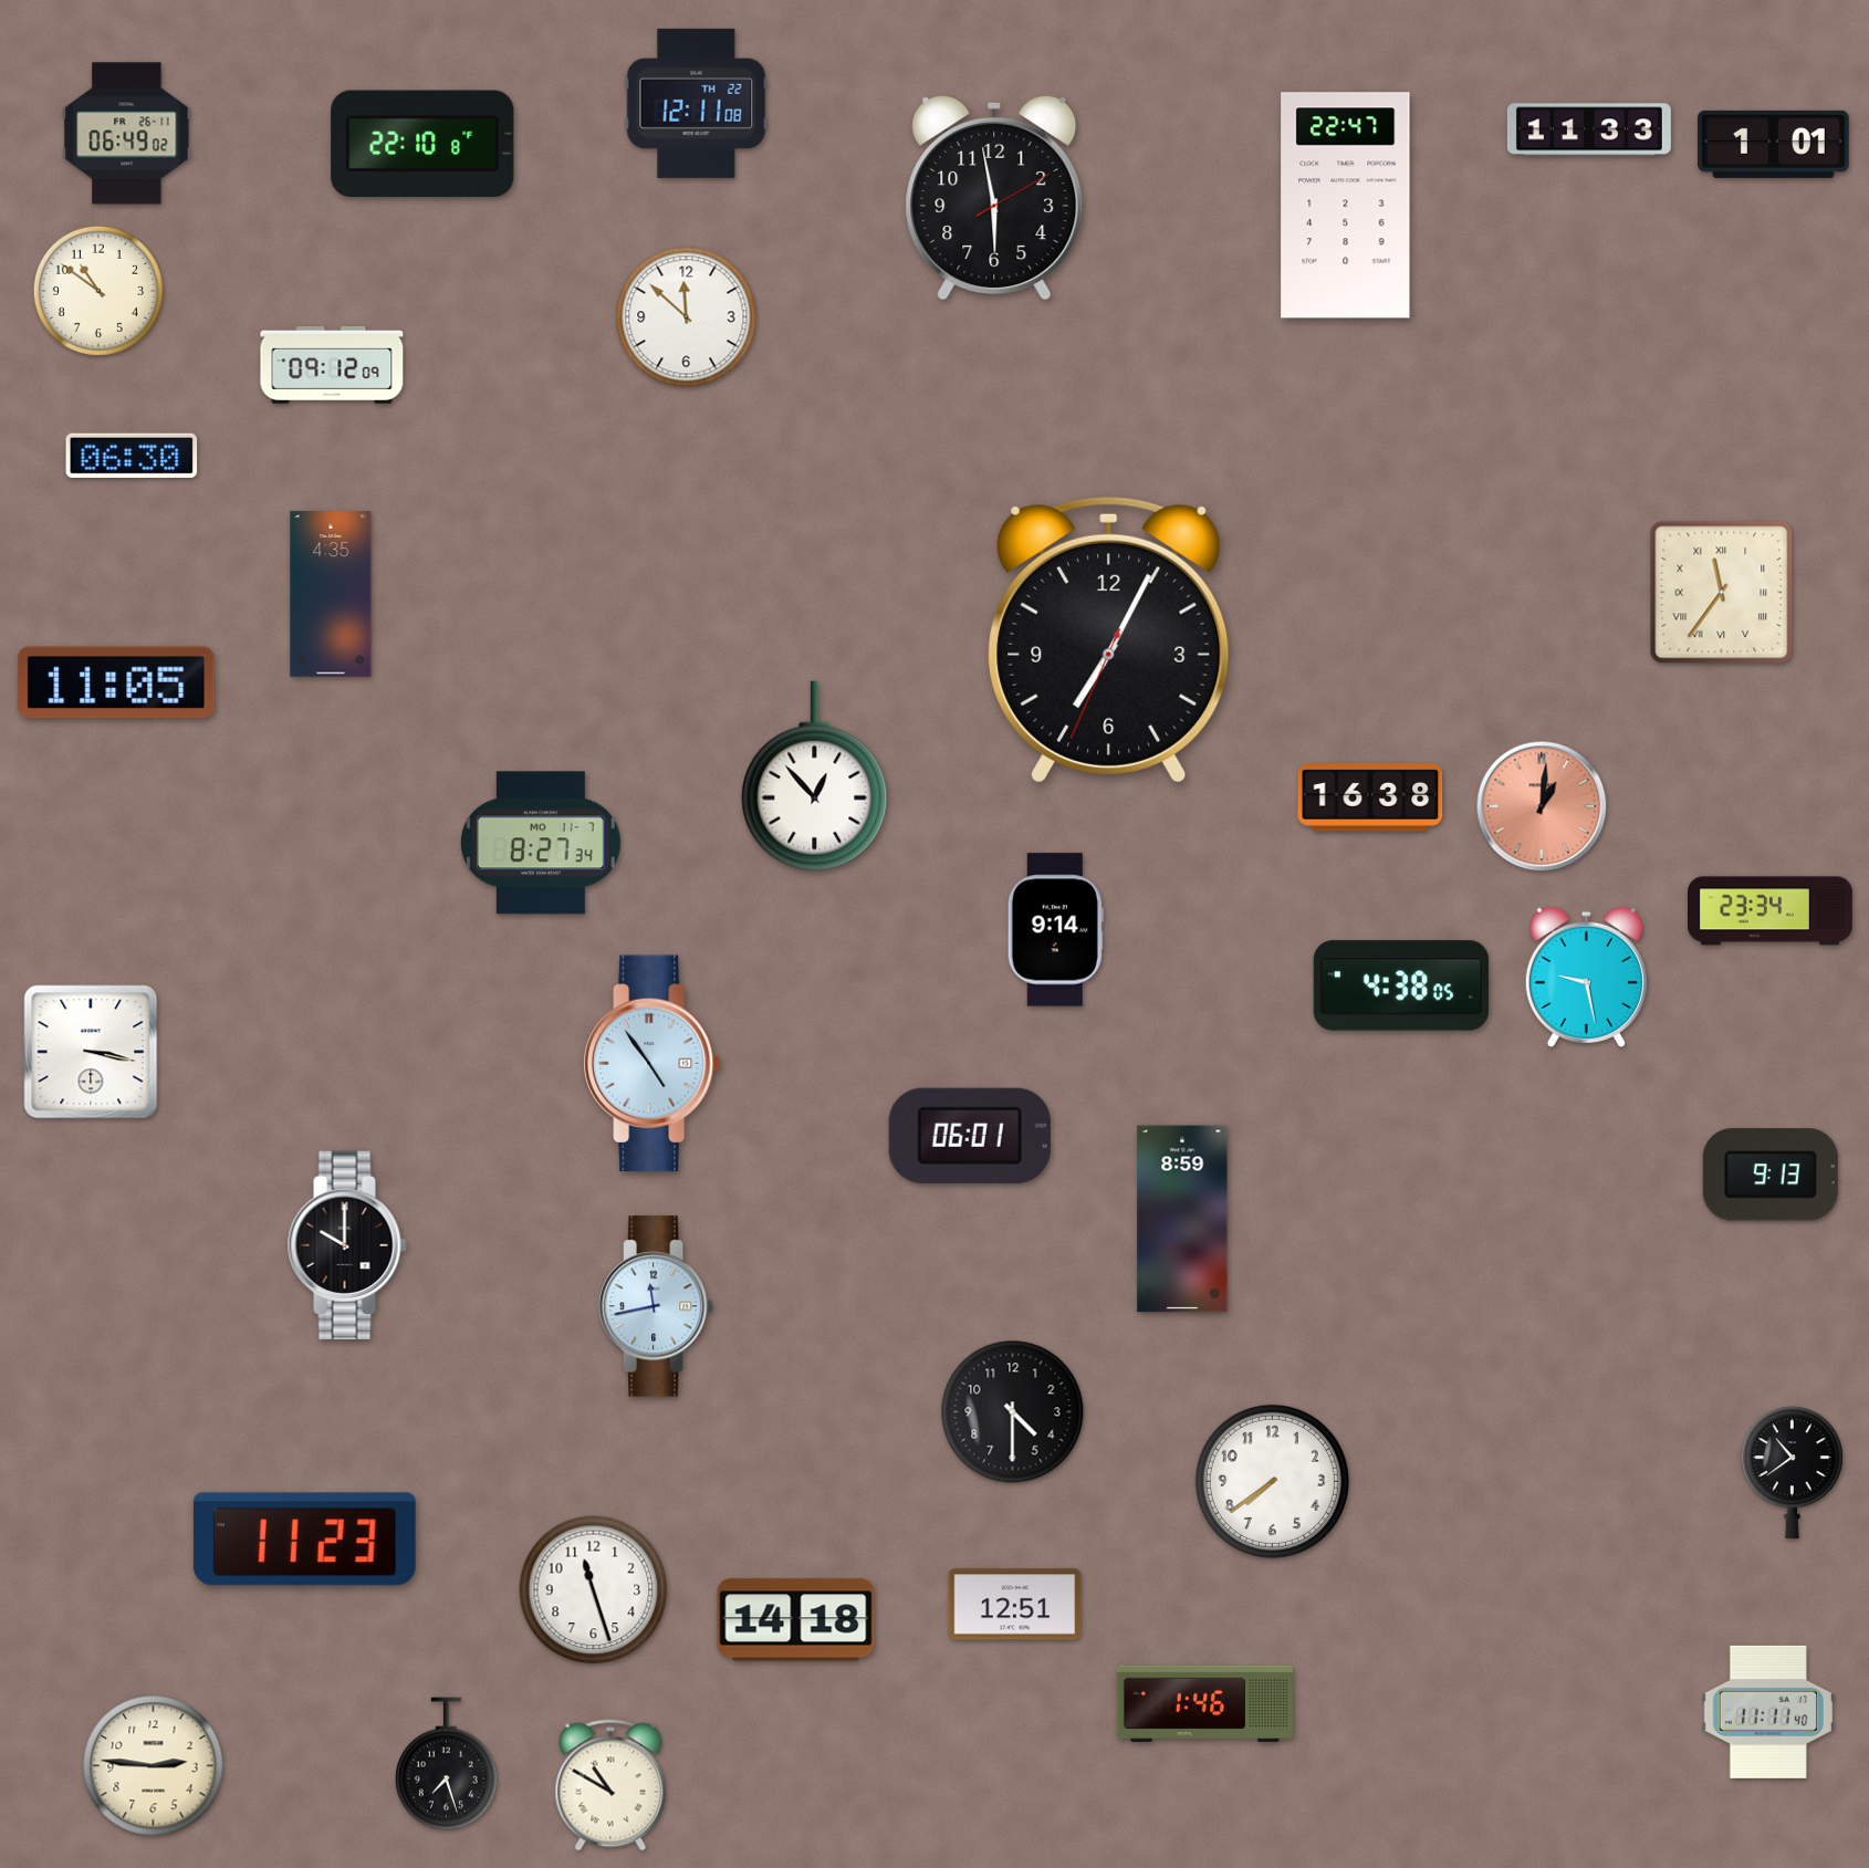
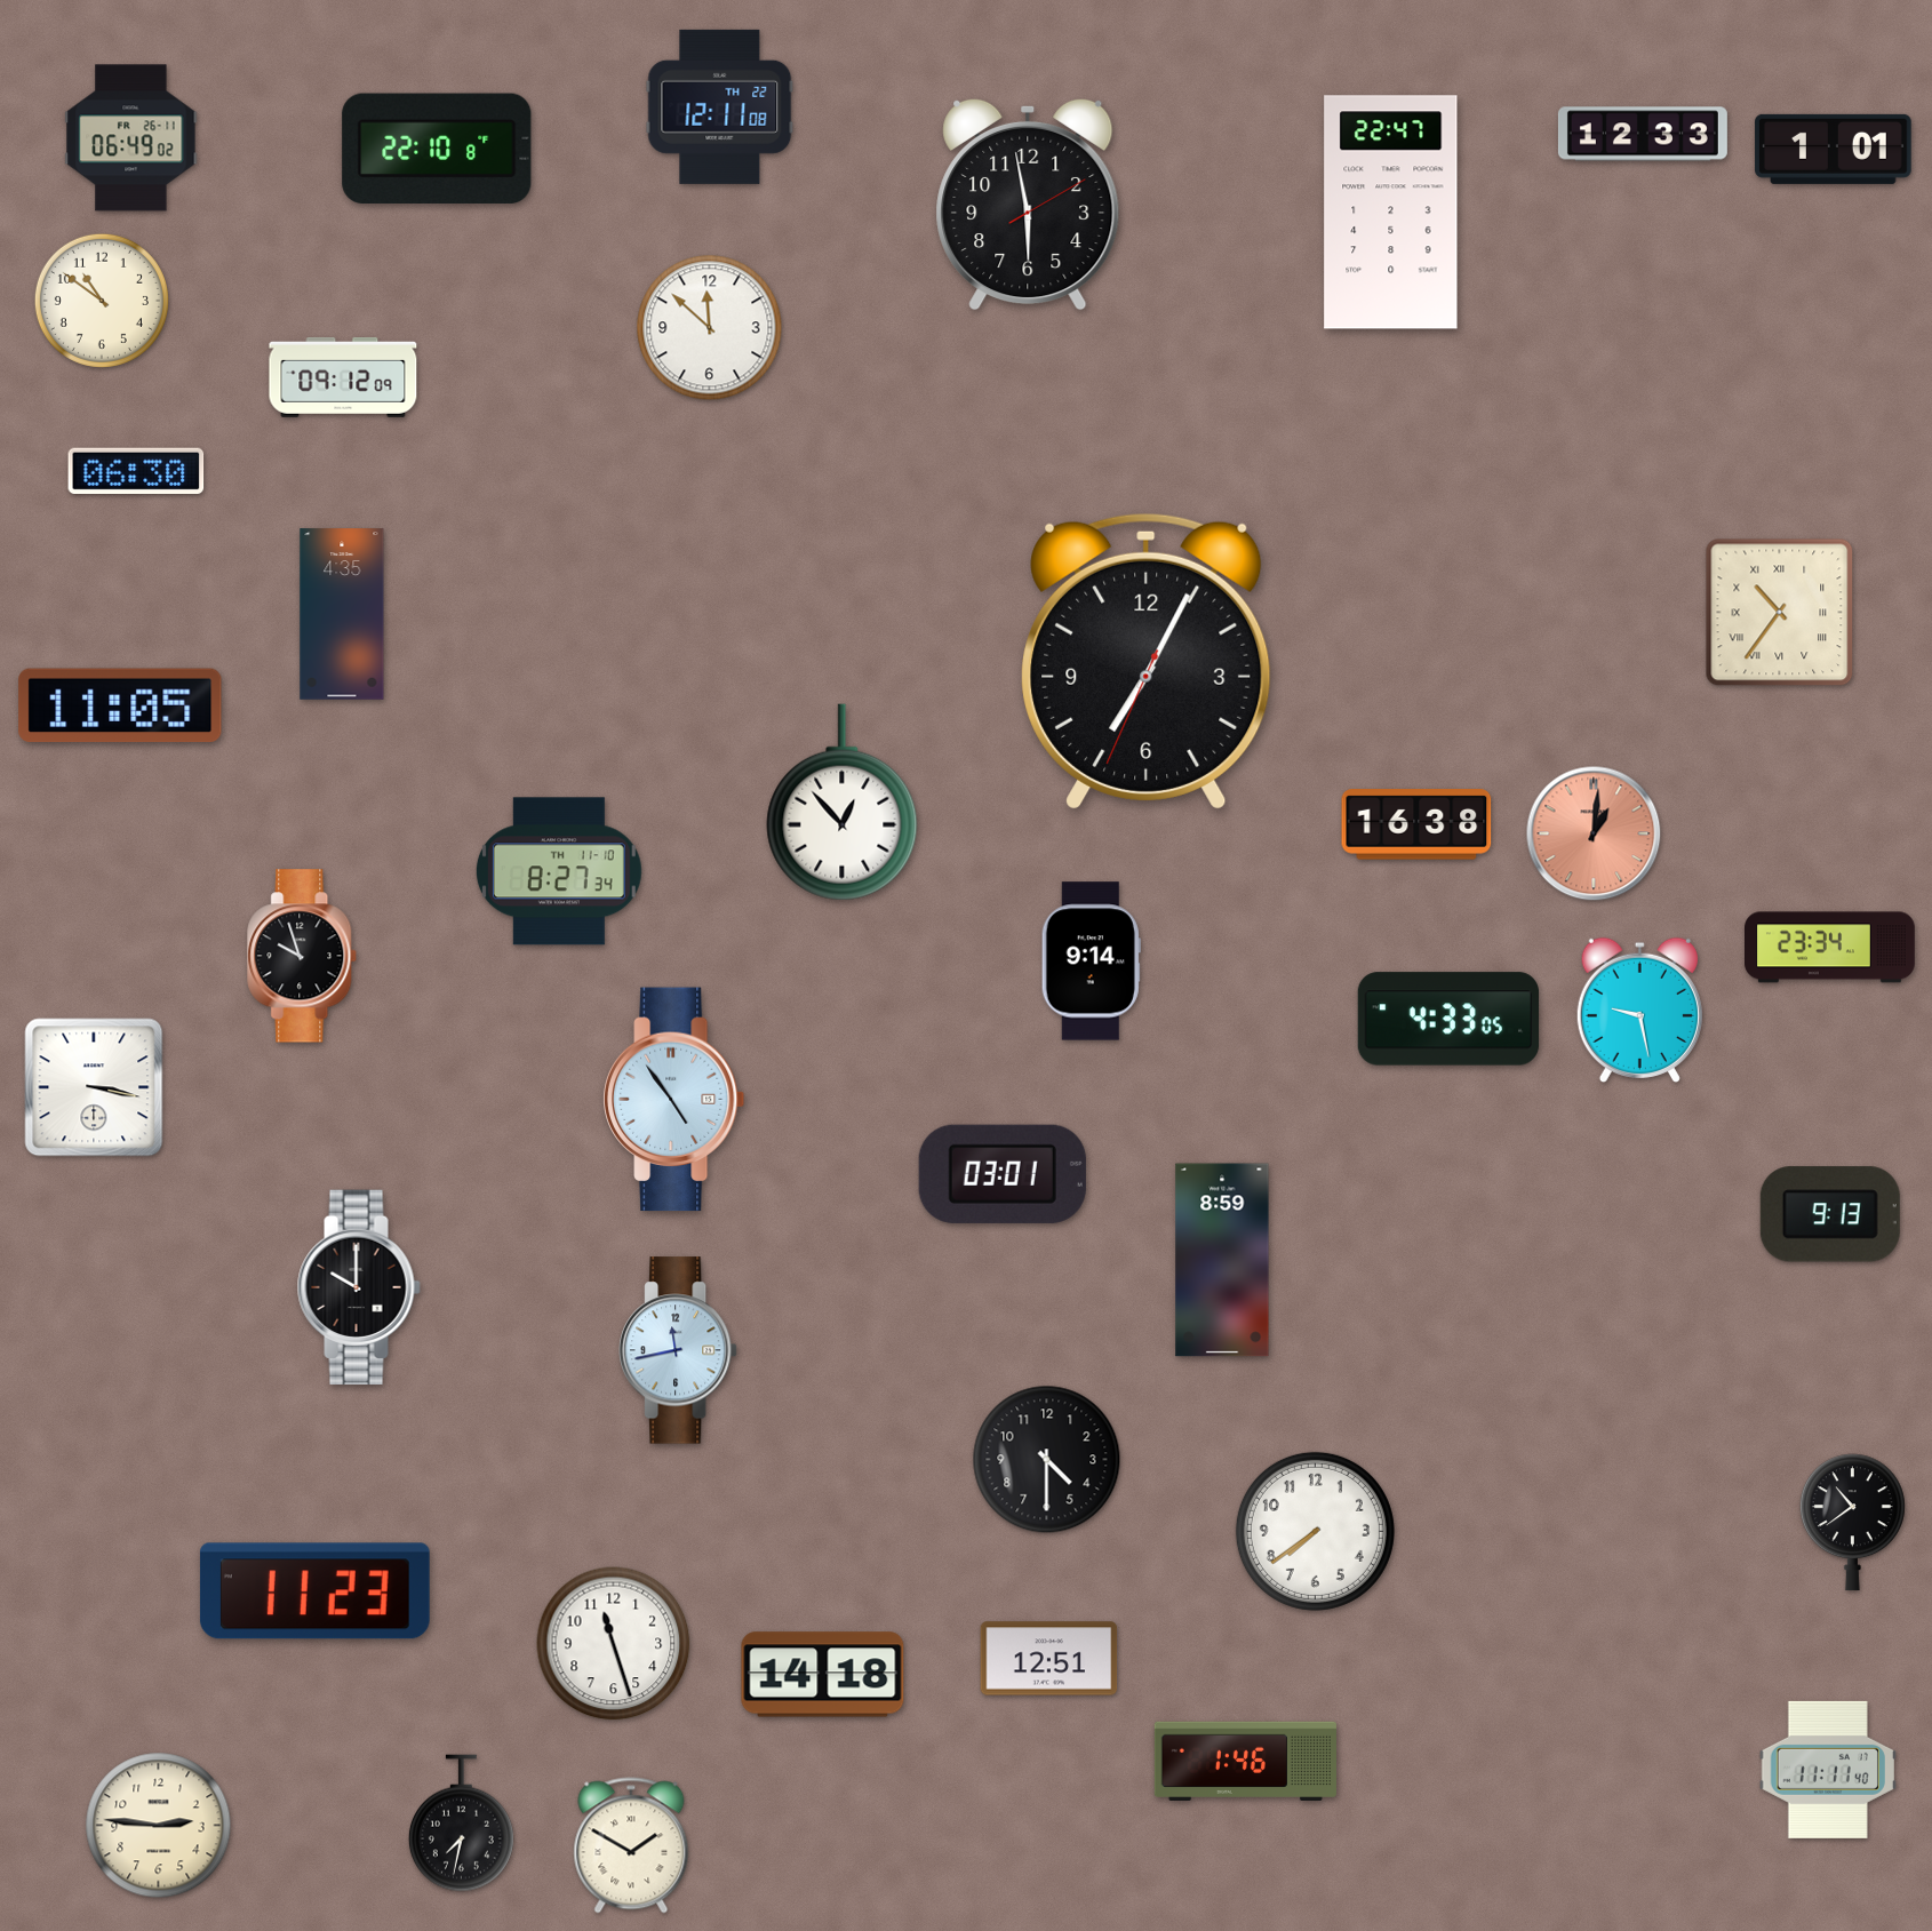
clock at (1589, 129): 11:33 -> 12:33
clock at (1722, 593): 11:36 -> 10:36
clock at (541, 843) date: MO 11-7 -> TH 11-10
clock at (1771, 911) position: (1771, 911) -> (1830, 948)
clock at (303, 956): none -> 9:57
clock at (1401, 985): 4:38 -> 4:33
clock at (970, 1136): 06:01 -> 03:01
clock at (446, 1764): 7:27 -> 7:32
clock at (610, 1785): 10:50 -> 1:50
